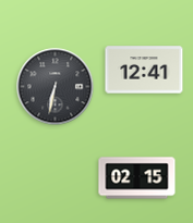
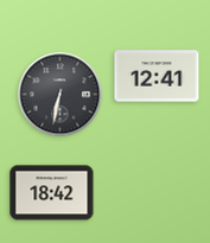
clock at (52, 193): none -> 18:42
clock at (137, 178): 02:15 -> none
